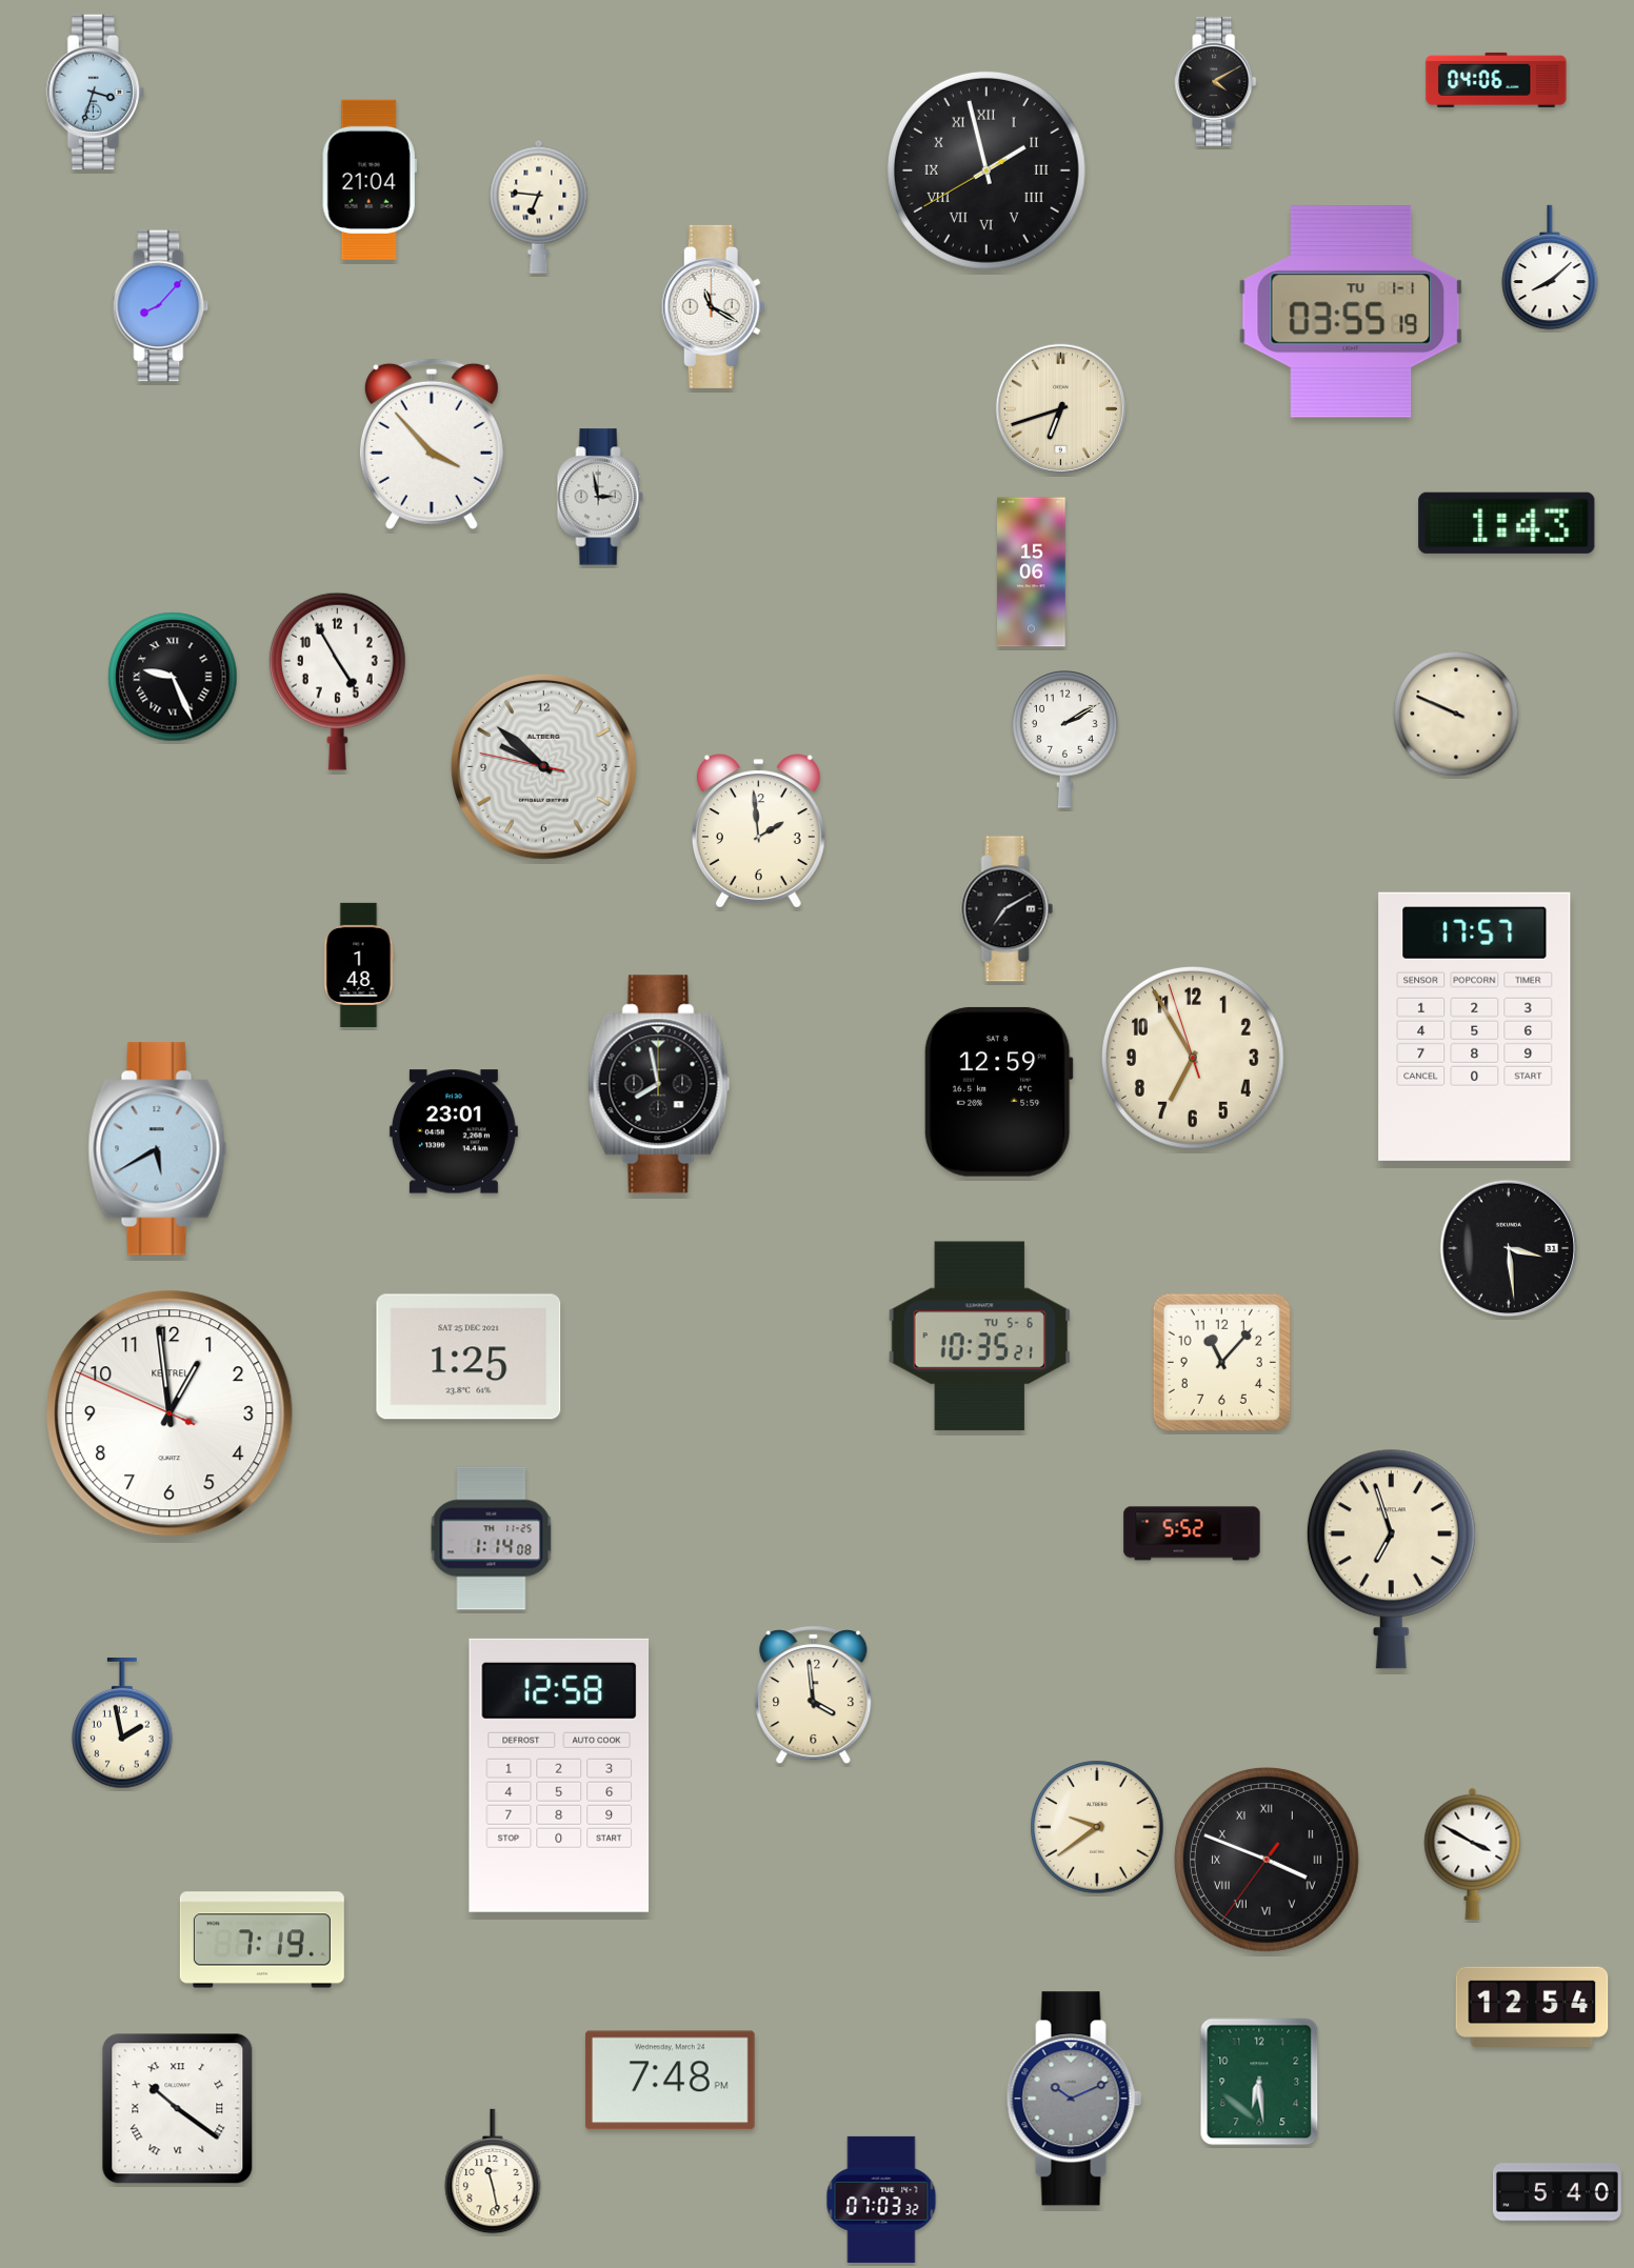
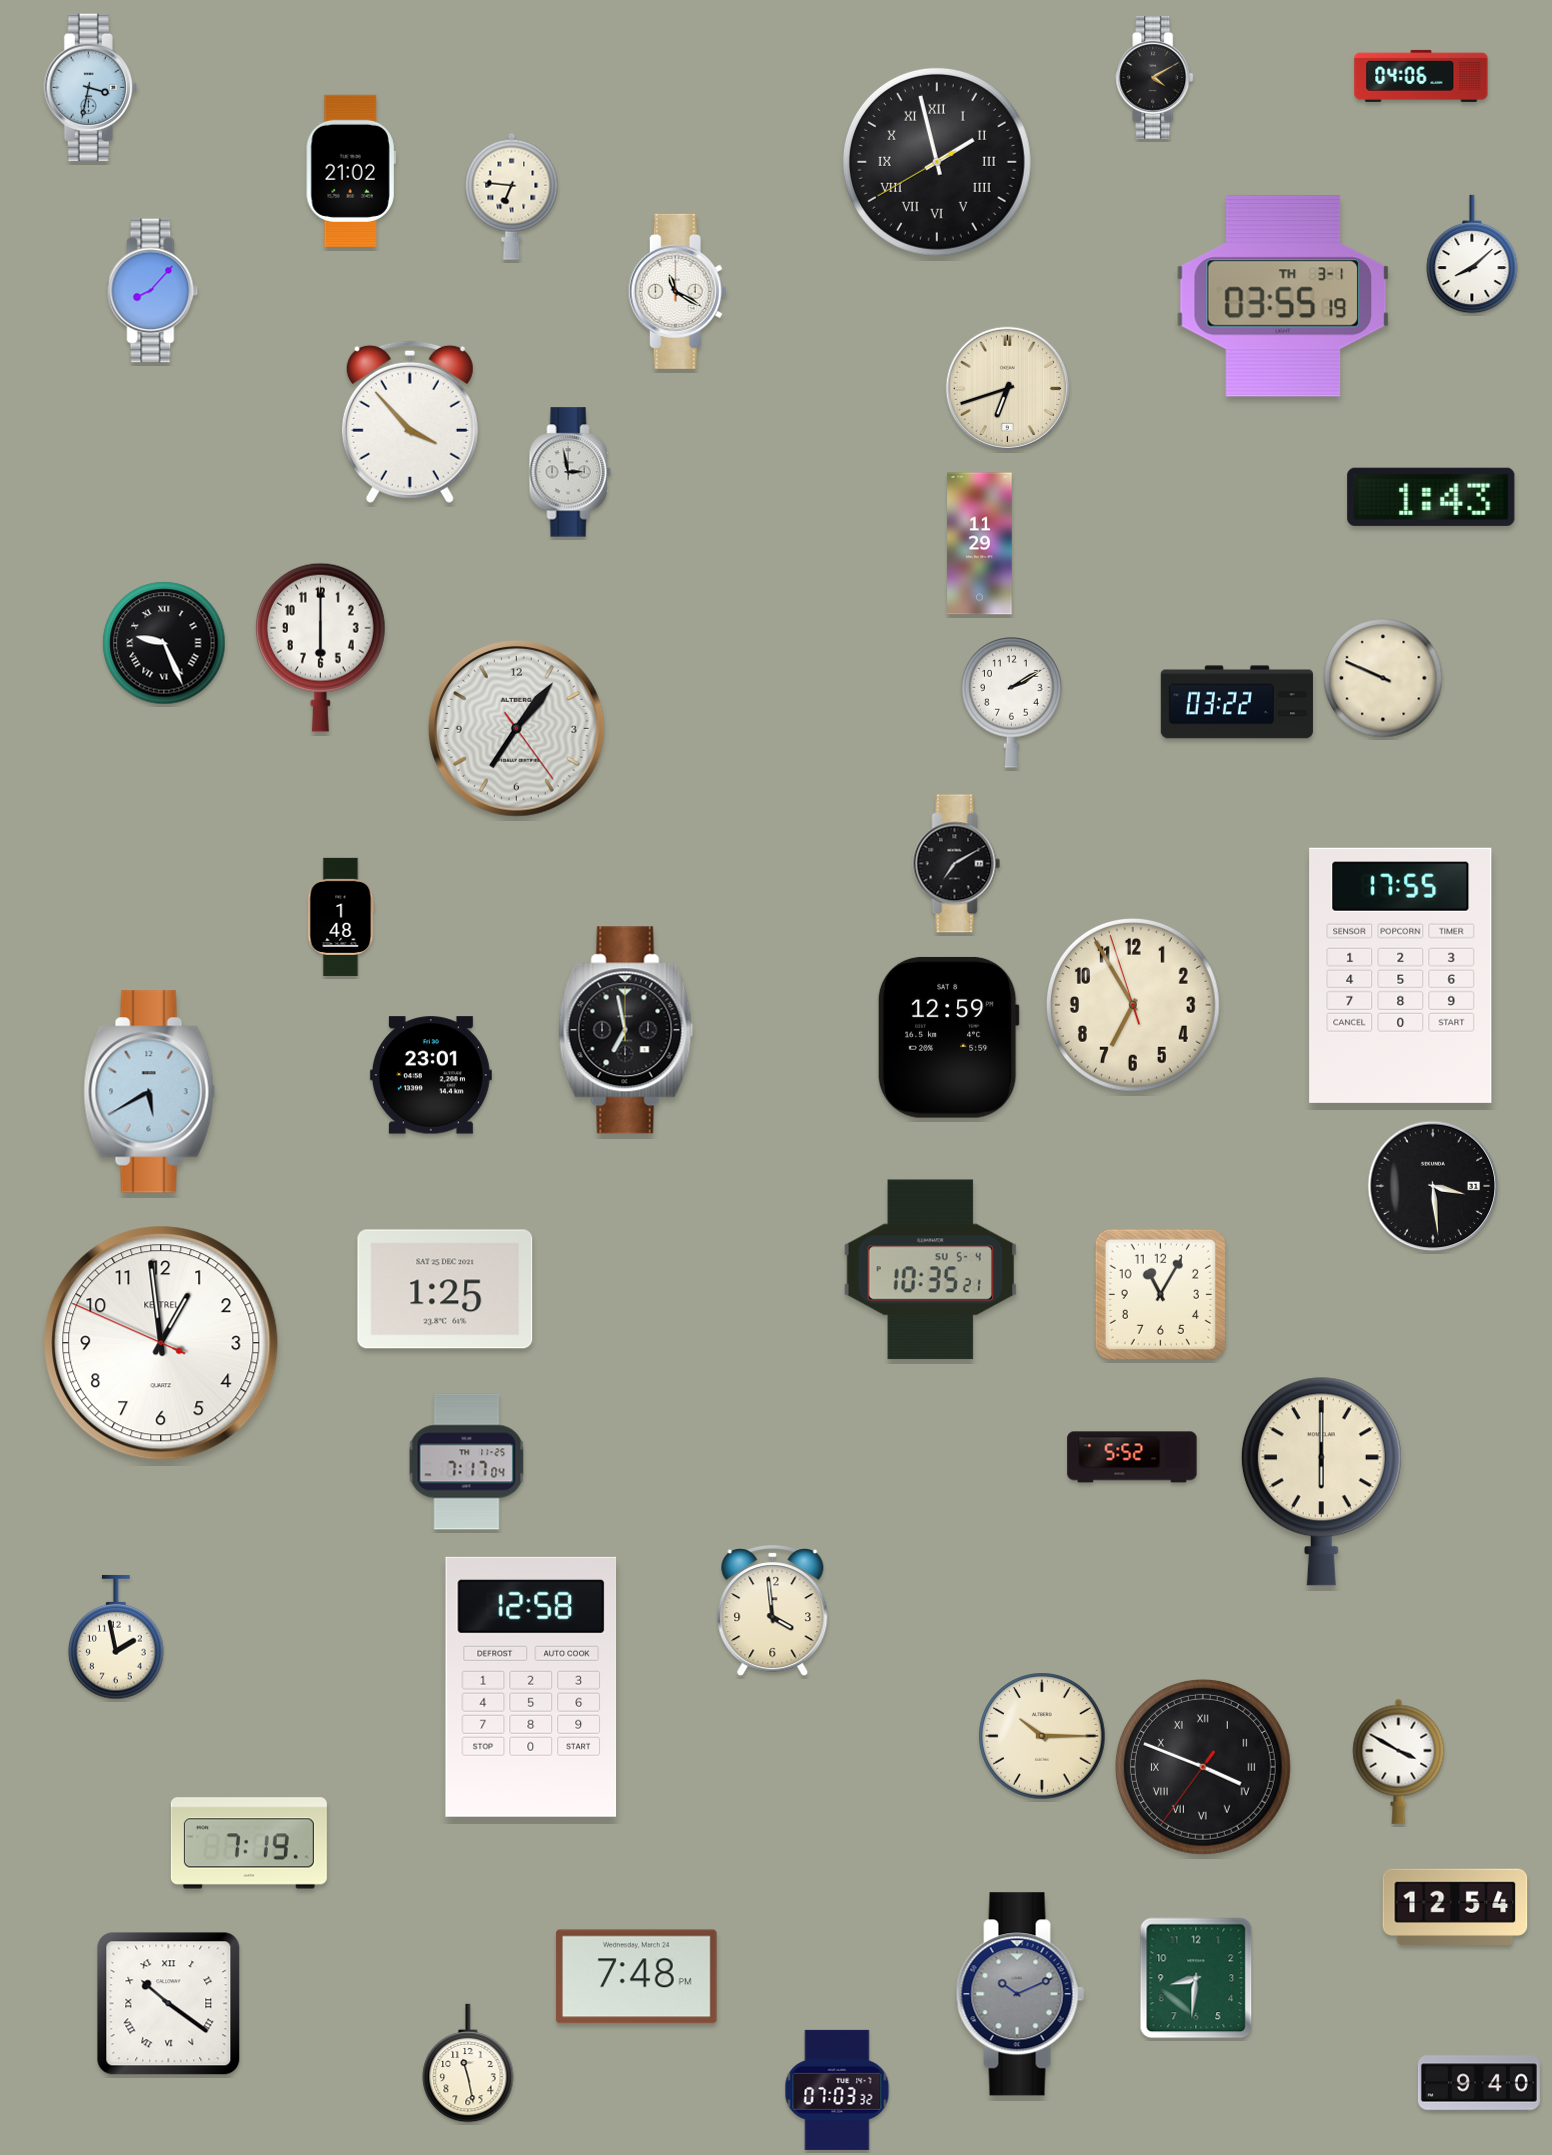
clock at (95, 93): 3:33 -> 3:32
clock at (370, 180): 21:04 -> 21:02
clock at (1351, 312) date: TU 1-1 -> TH 3-1
clock at (1032, 573): 15:06 -> 11:29
clock at (337, 681): 4:55 -> 6:00
clock at (1237, 702): none -> 03:22
clock at (543, 766): 9:51 -> 7:06
clock at (758, 831): 1:59 -> none
clock at (1475, 1026): 17:57 -> 17:55
clock at (659, 1084): 7:58 -> 6:58
clock at (979, 1337) date: TU 5-6 -> SU 5-4
clock at (1221, 1362): 11:07 -> 11:05
clock at (492, 1539): 1:14 -> 7:17
clock at (1391, 1559): 6:57 -> 6:00
clock at (1097, 1827): 9:39 -> 10:15
clock at (1259, 2082): 6:29 -> 8:31
clock at (1557, 2192): 5:40 -> 9:40
